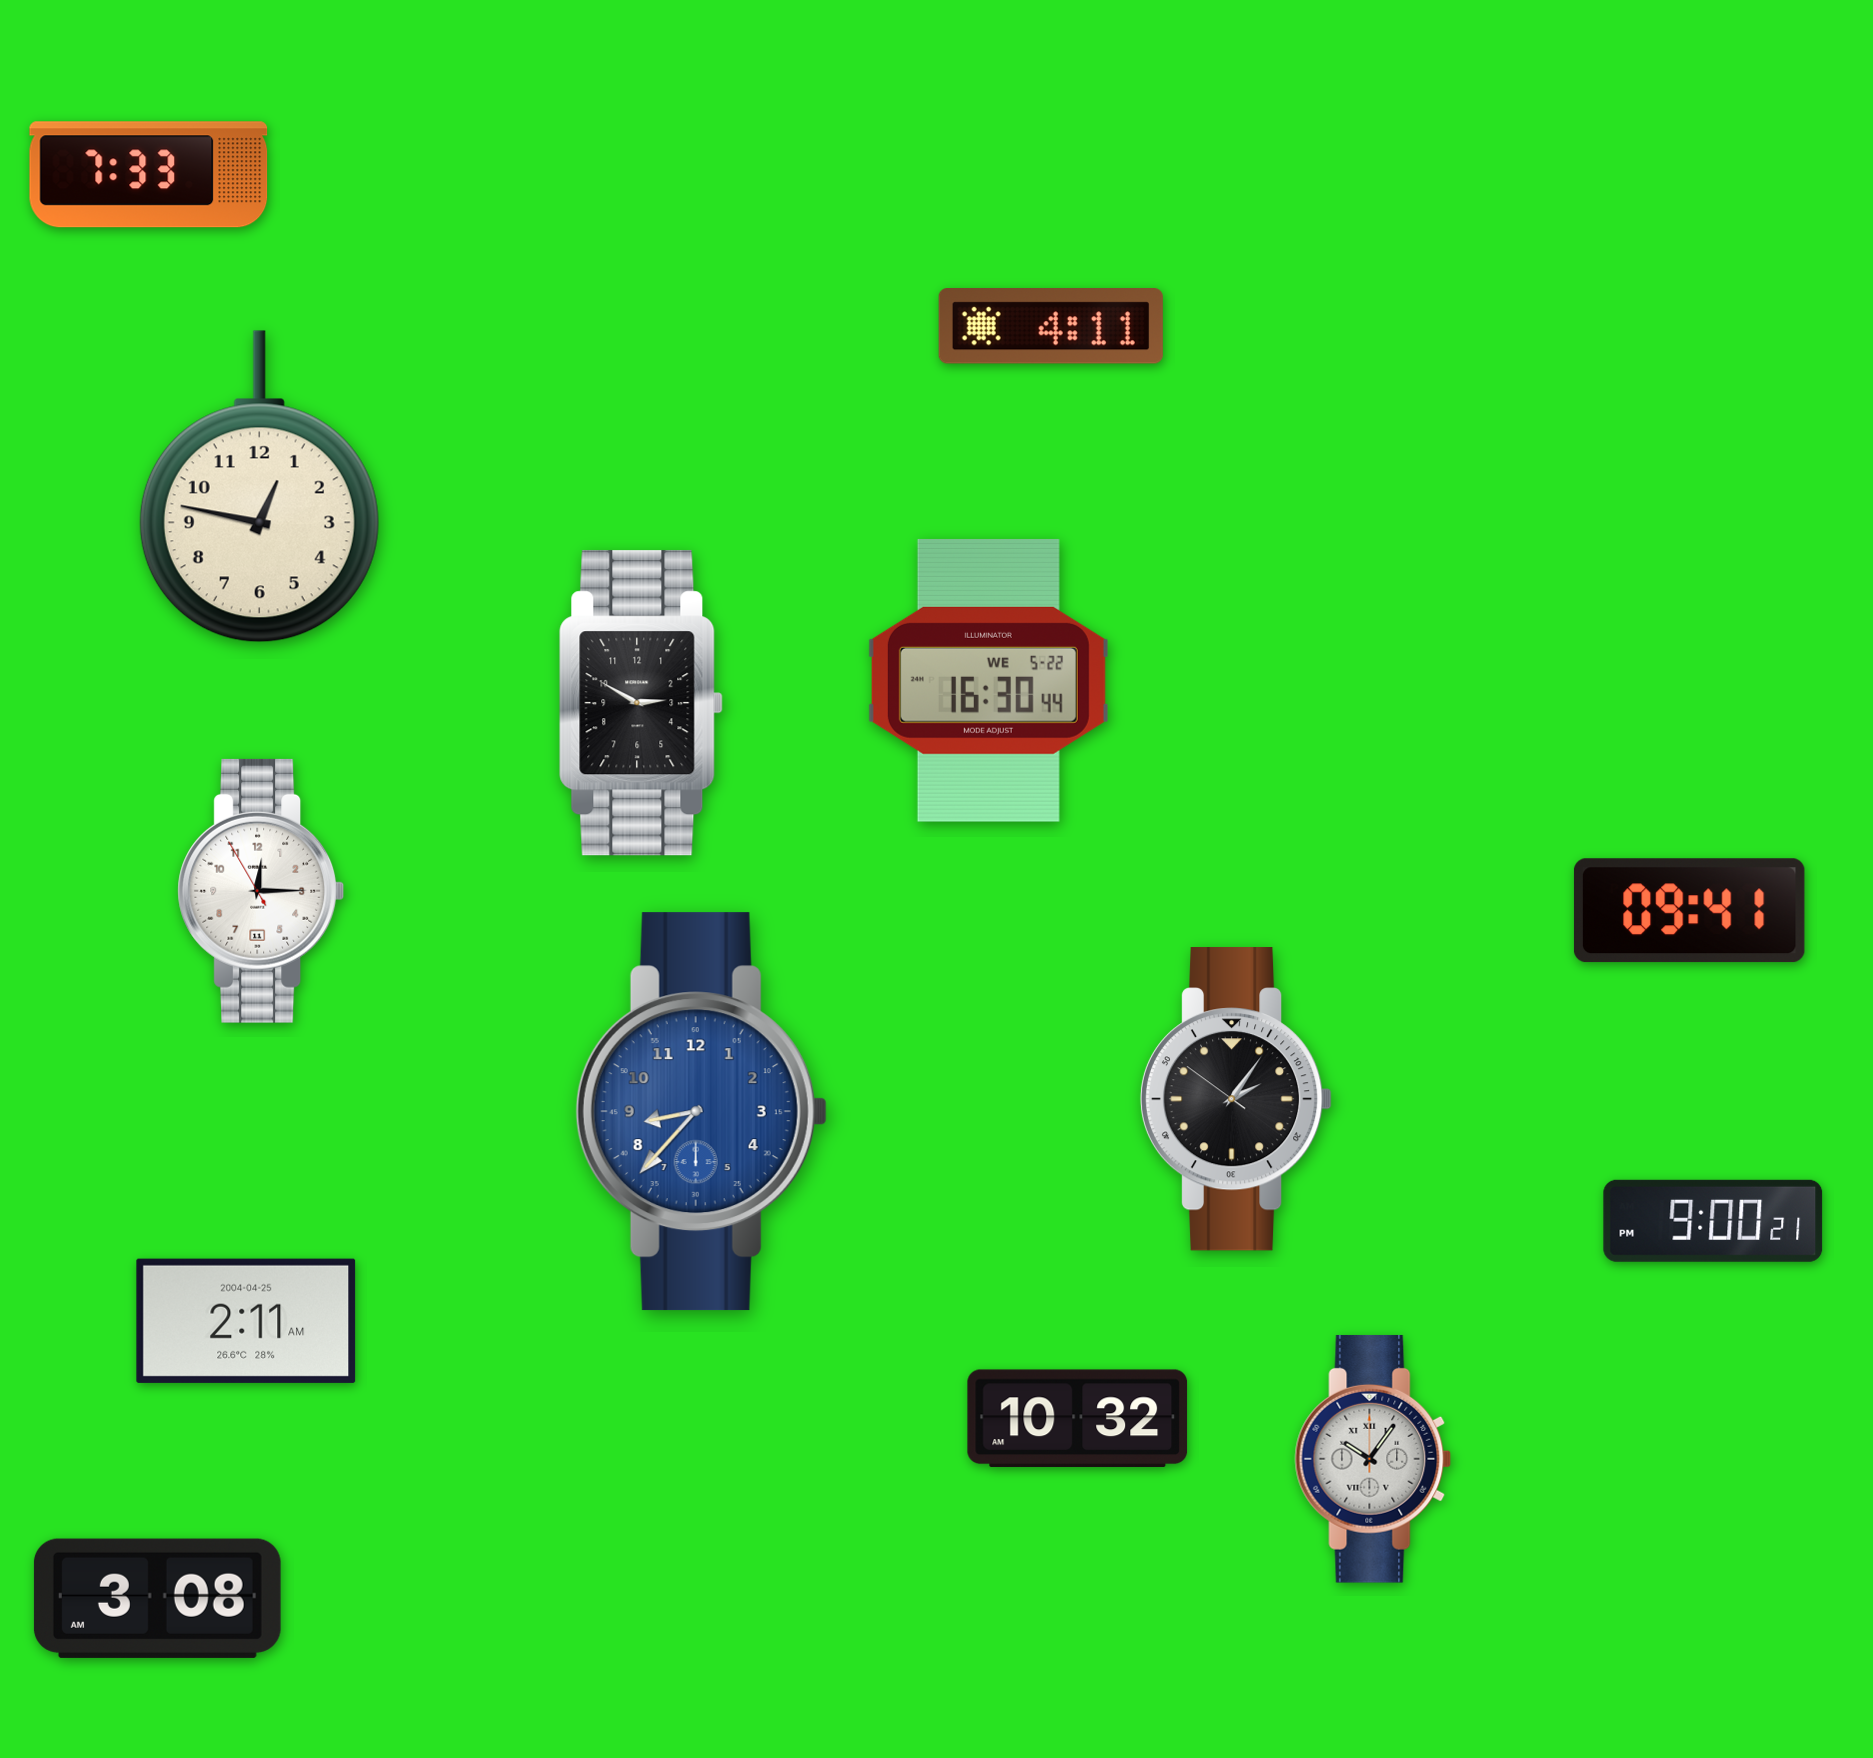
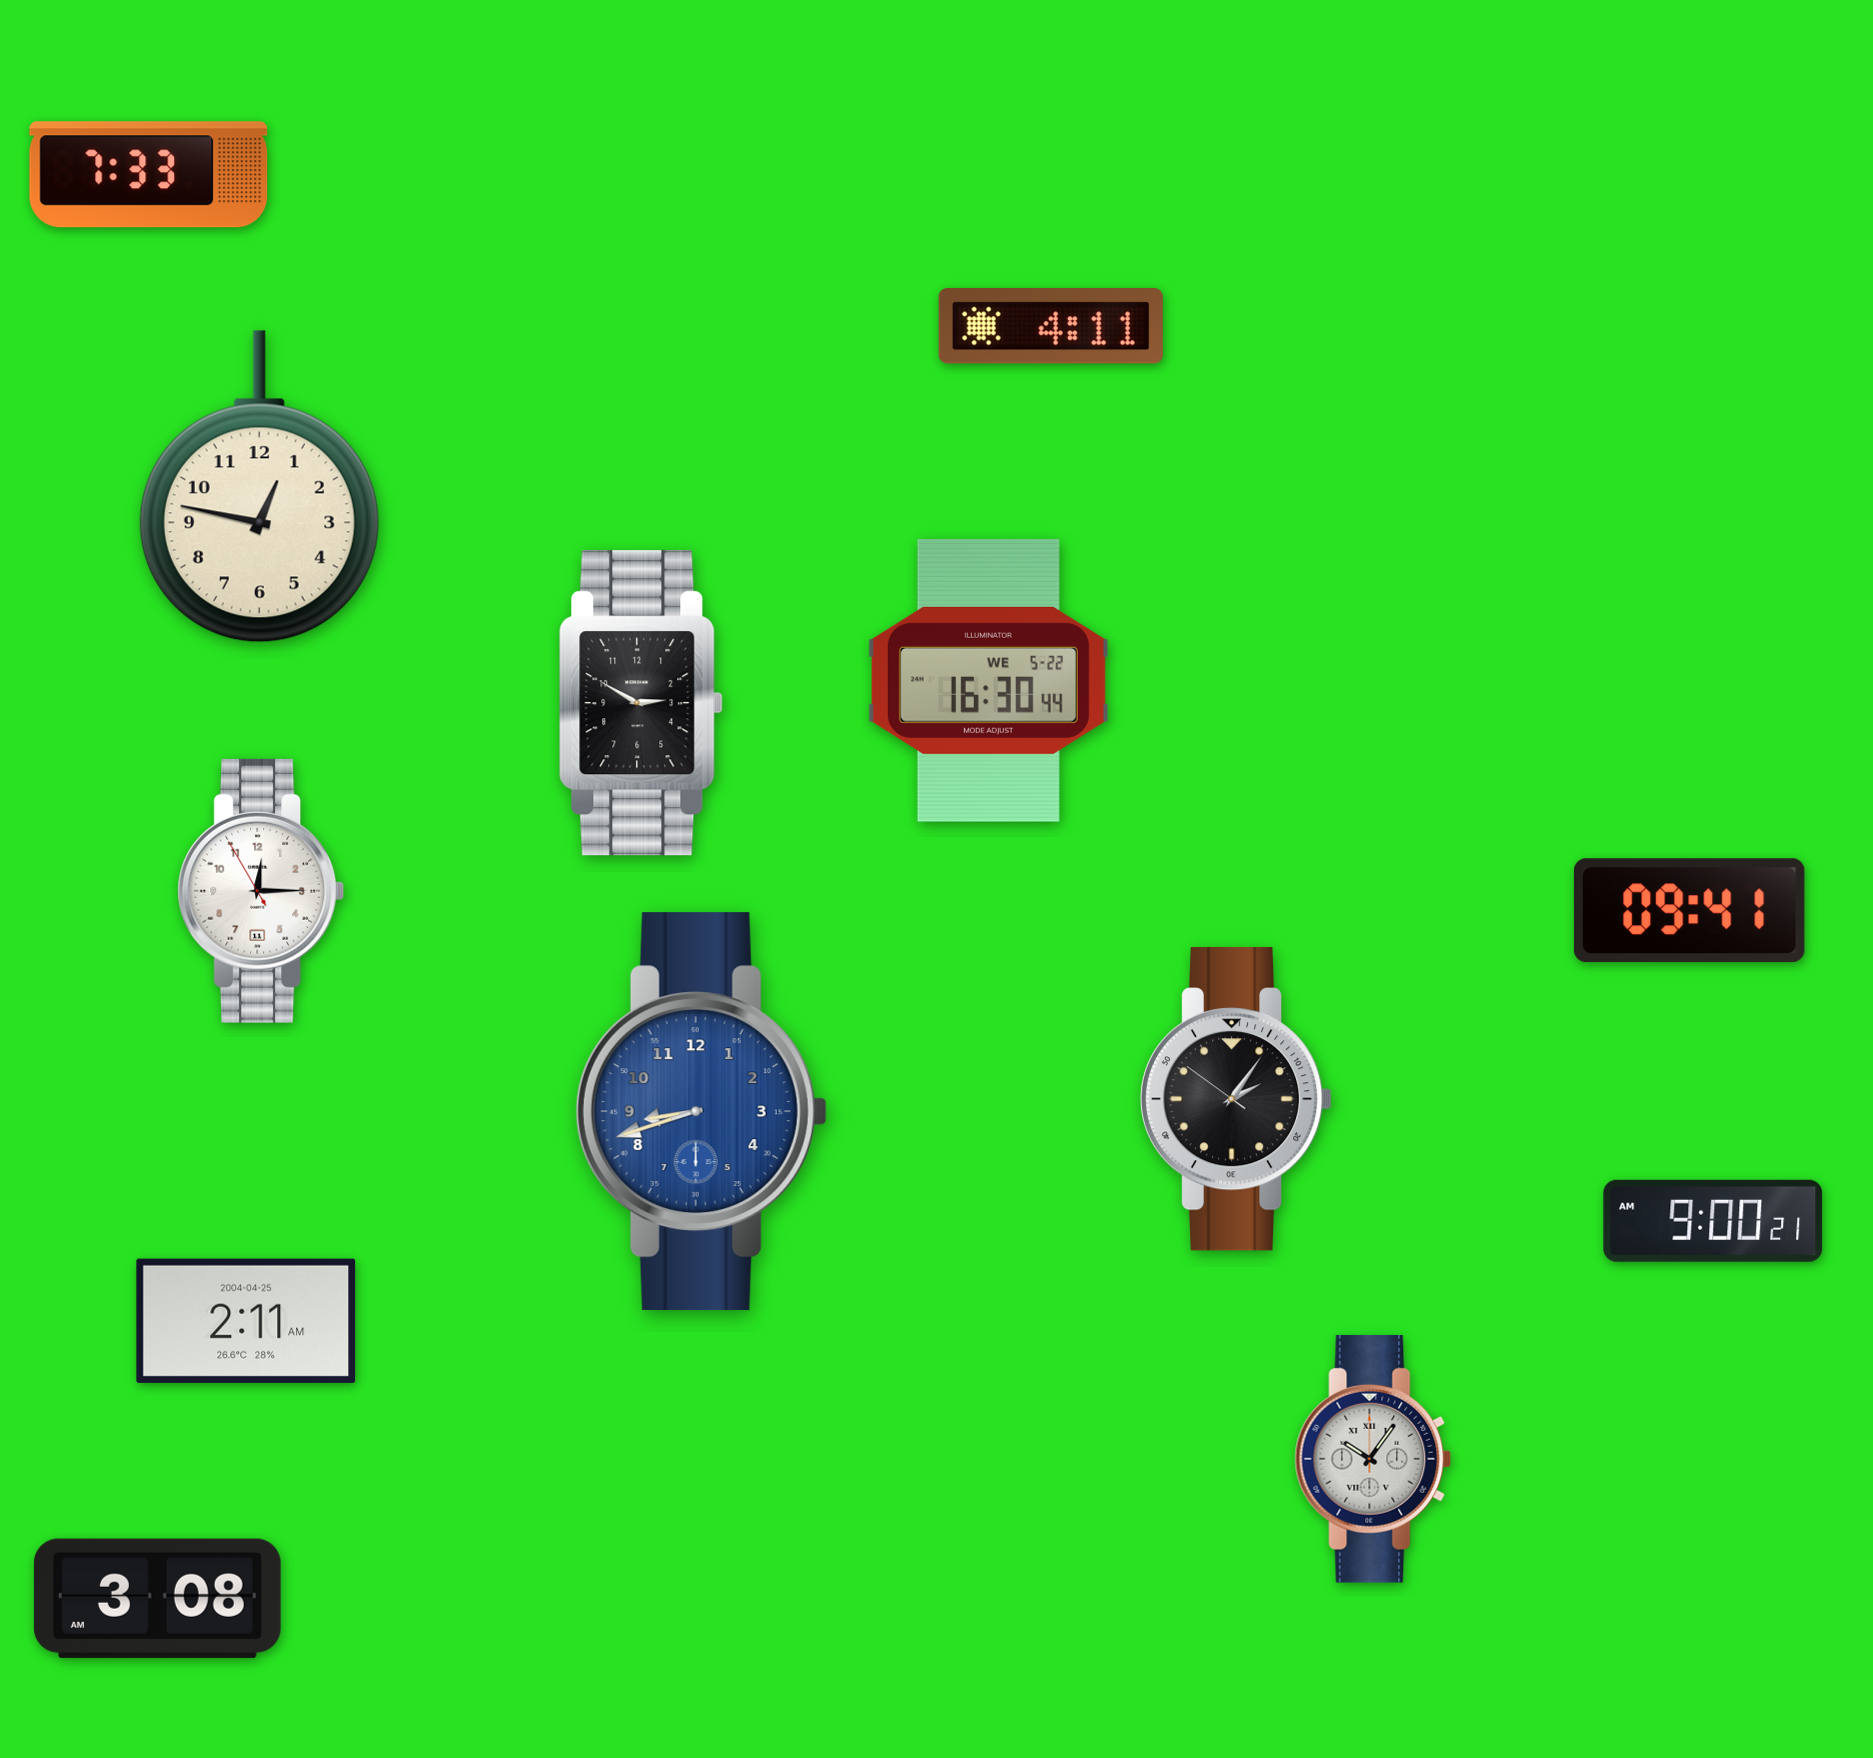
clock at (701, 1112): 8:37 -> 8:42
clock at (1713, 1221): 9:00:21 PM -> 9:00:21 AM
clock at (1078, 1418): 10:32 -> none
